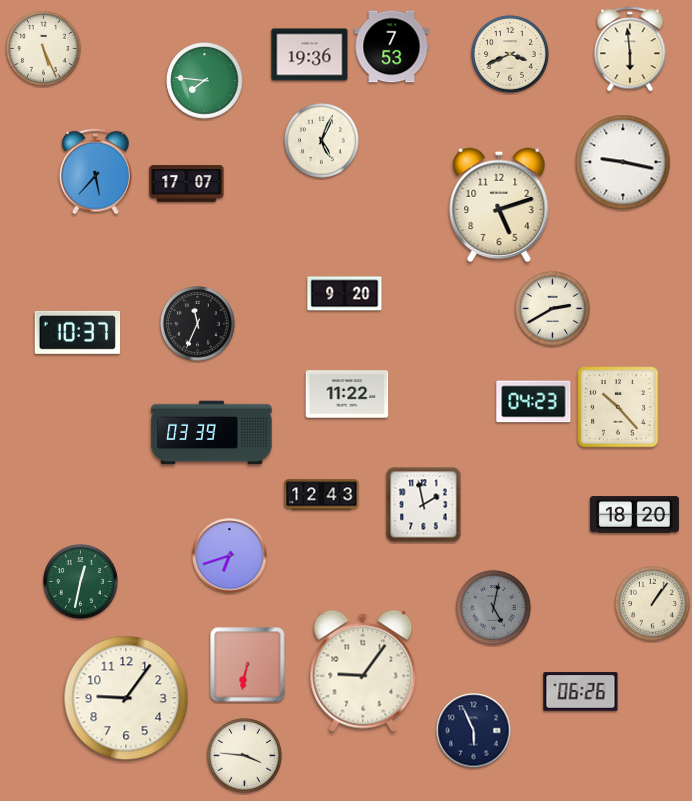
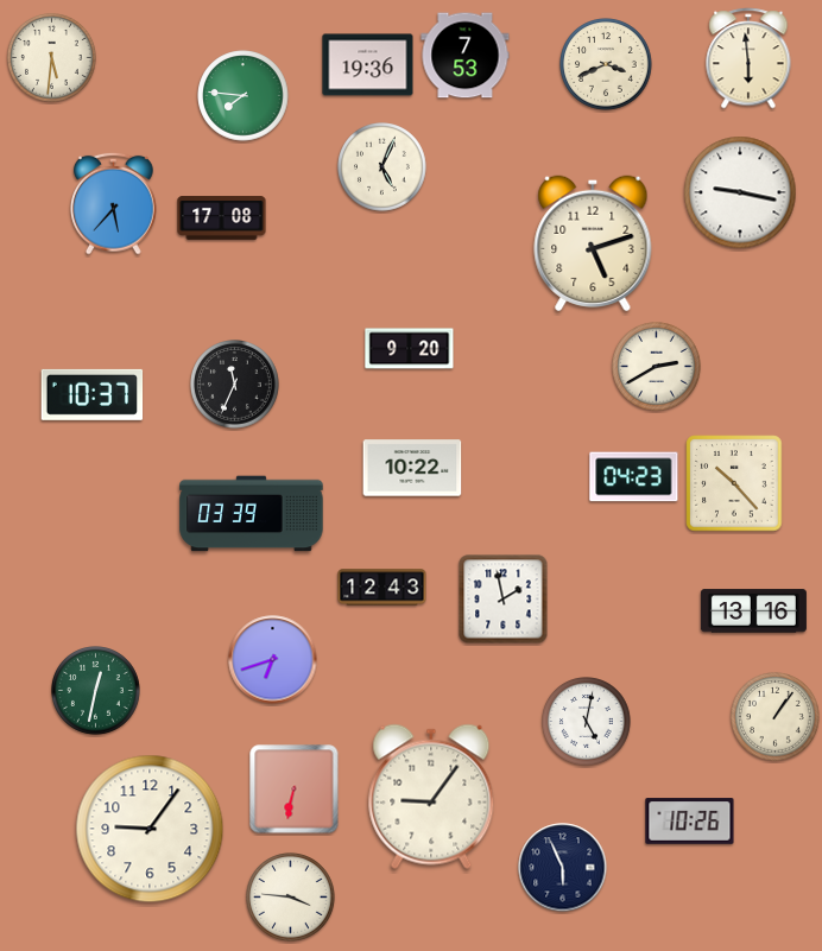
clock at (44, 49): 5:26 -> 5:31
clock at (187, 184): 17:07 -> 17:08
clock at (347, 394): 11:22 -> 10:22
clock at (634, 515): 18:20 -> 13:16
clock at (494, 608) dial: grey -> white
clock at (581, 692): 06:26 -> 10:26
